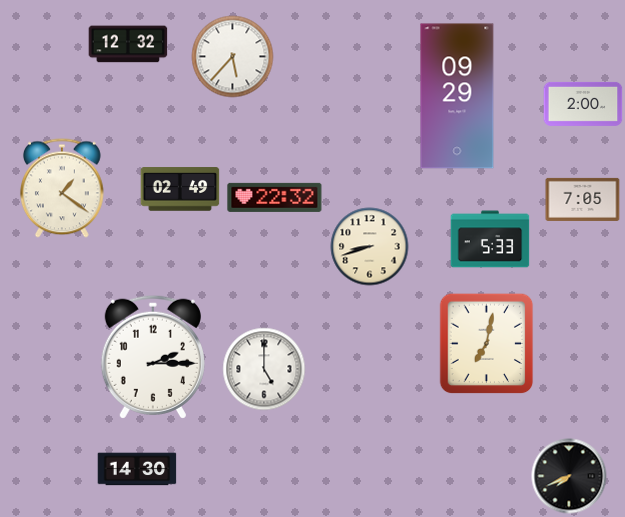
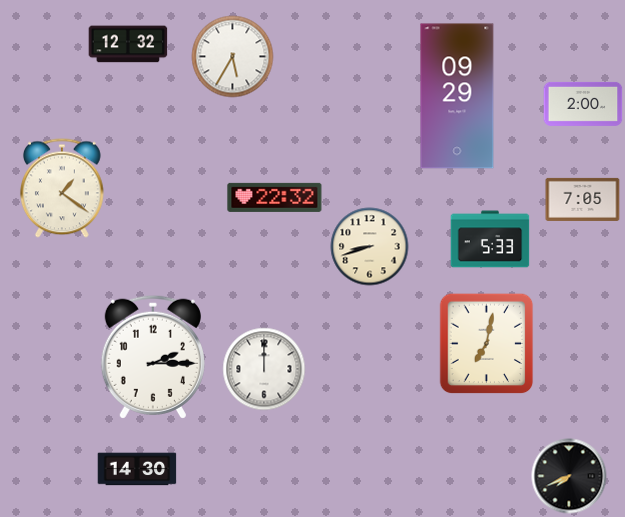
clock at (233, 57): 5:37 -> 5:35
clock at (180, 189): 02:49 -> none
clock at (264, 369): 5:00 -> 12:00
